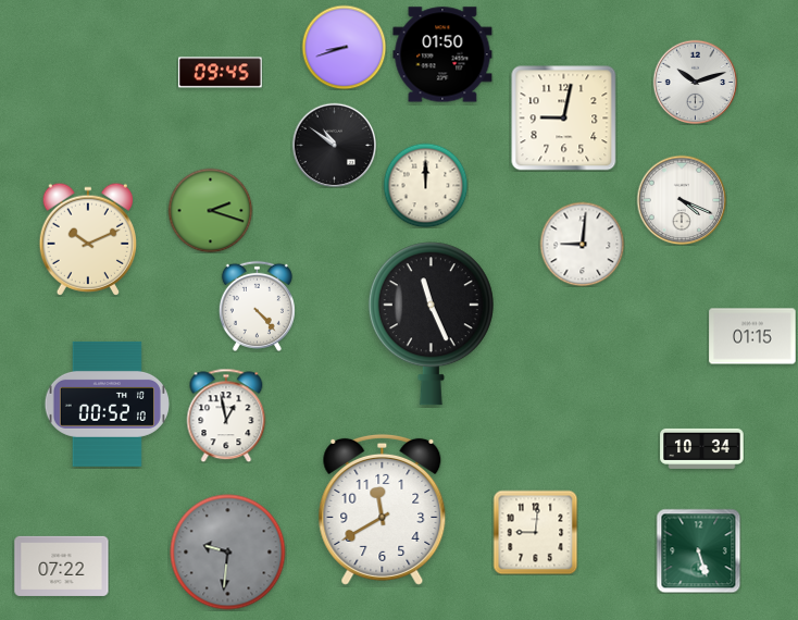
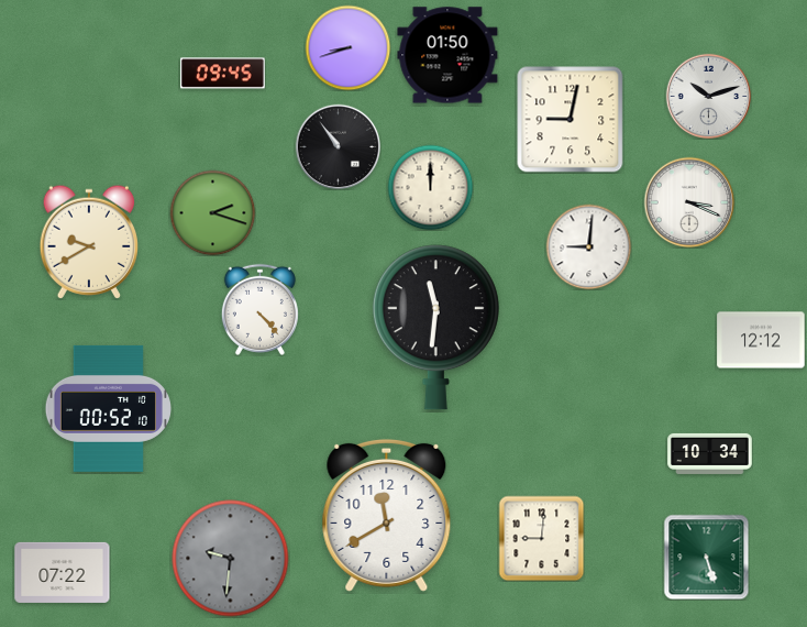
clock at (695, 82) position: (695, 82) -> (708, 96)
clock at (334, 145): 10:51 -> 10:54
clock at (682, 200): 4:19 -> 3:19
clock at (87, 239): 10:11 -> 9:40
clock at (431, 324): 11:26 -> 11:31
clock at (752, 336): 01:15 -> 12:12
clock at (226, 416): 12:58 -> none
